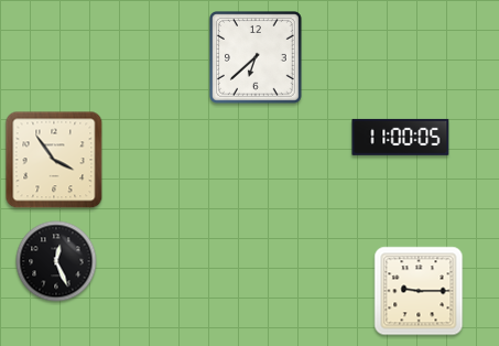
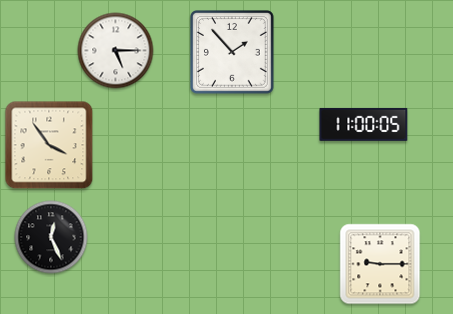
clock at (116, 51): none -> 5:15
clock at (257, 58): 6:38 -> 1:53
